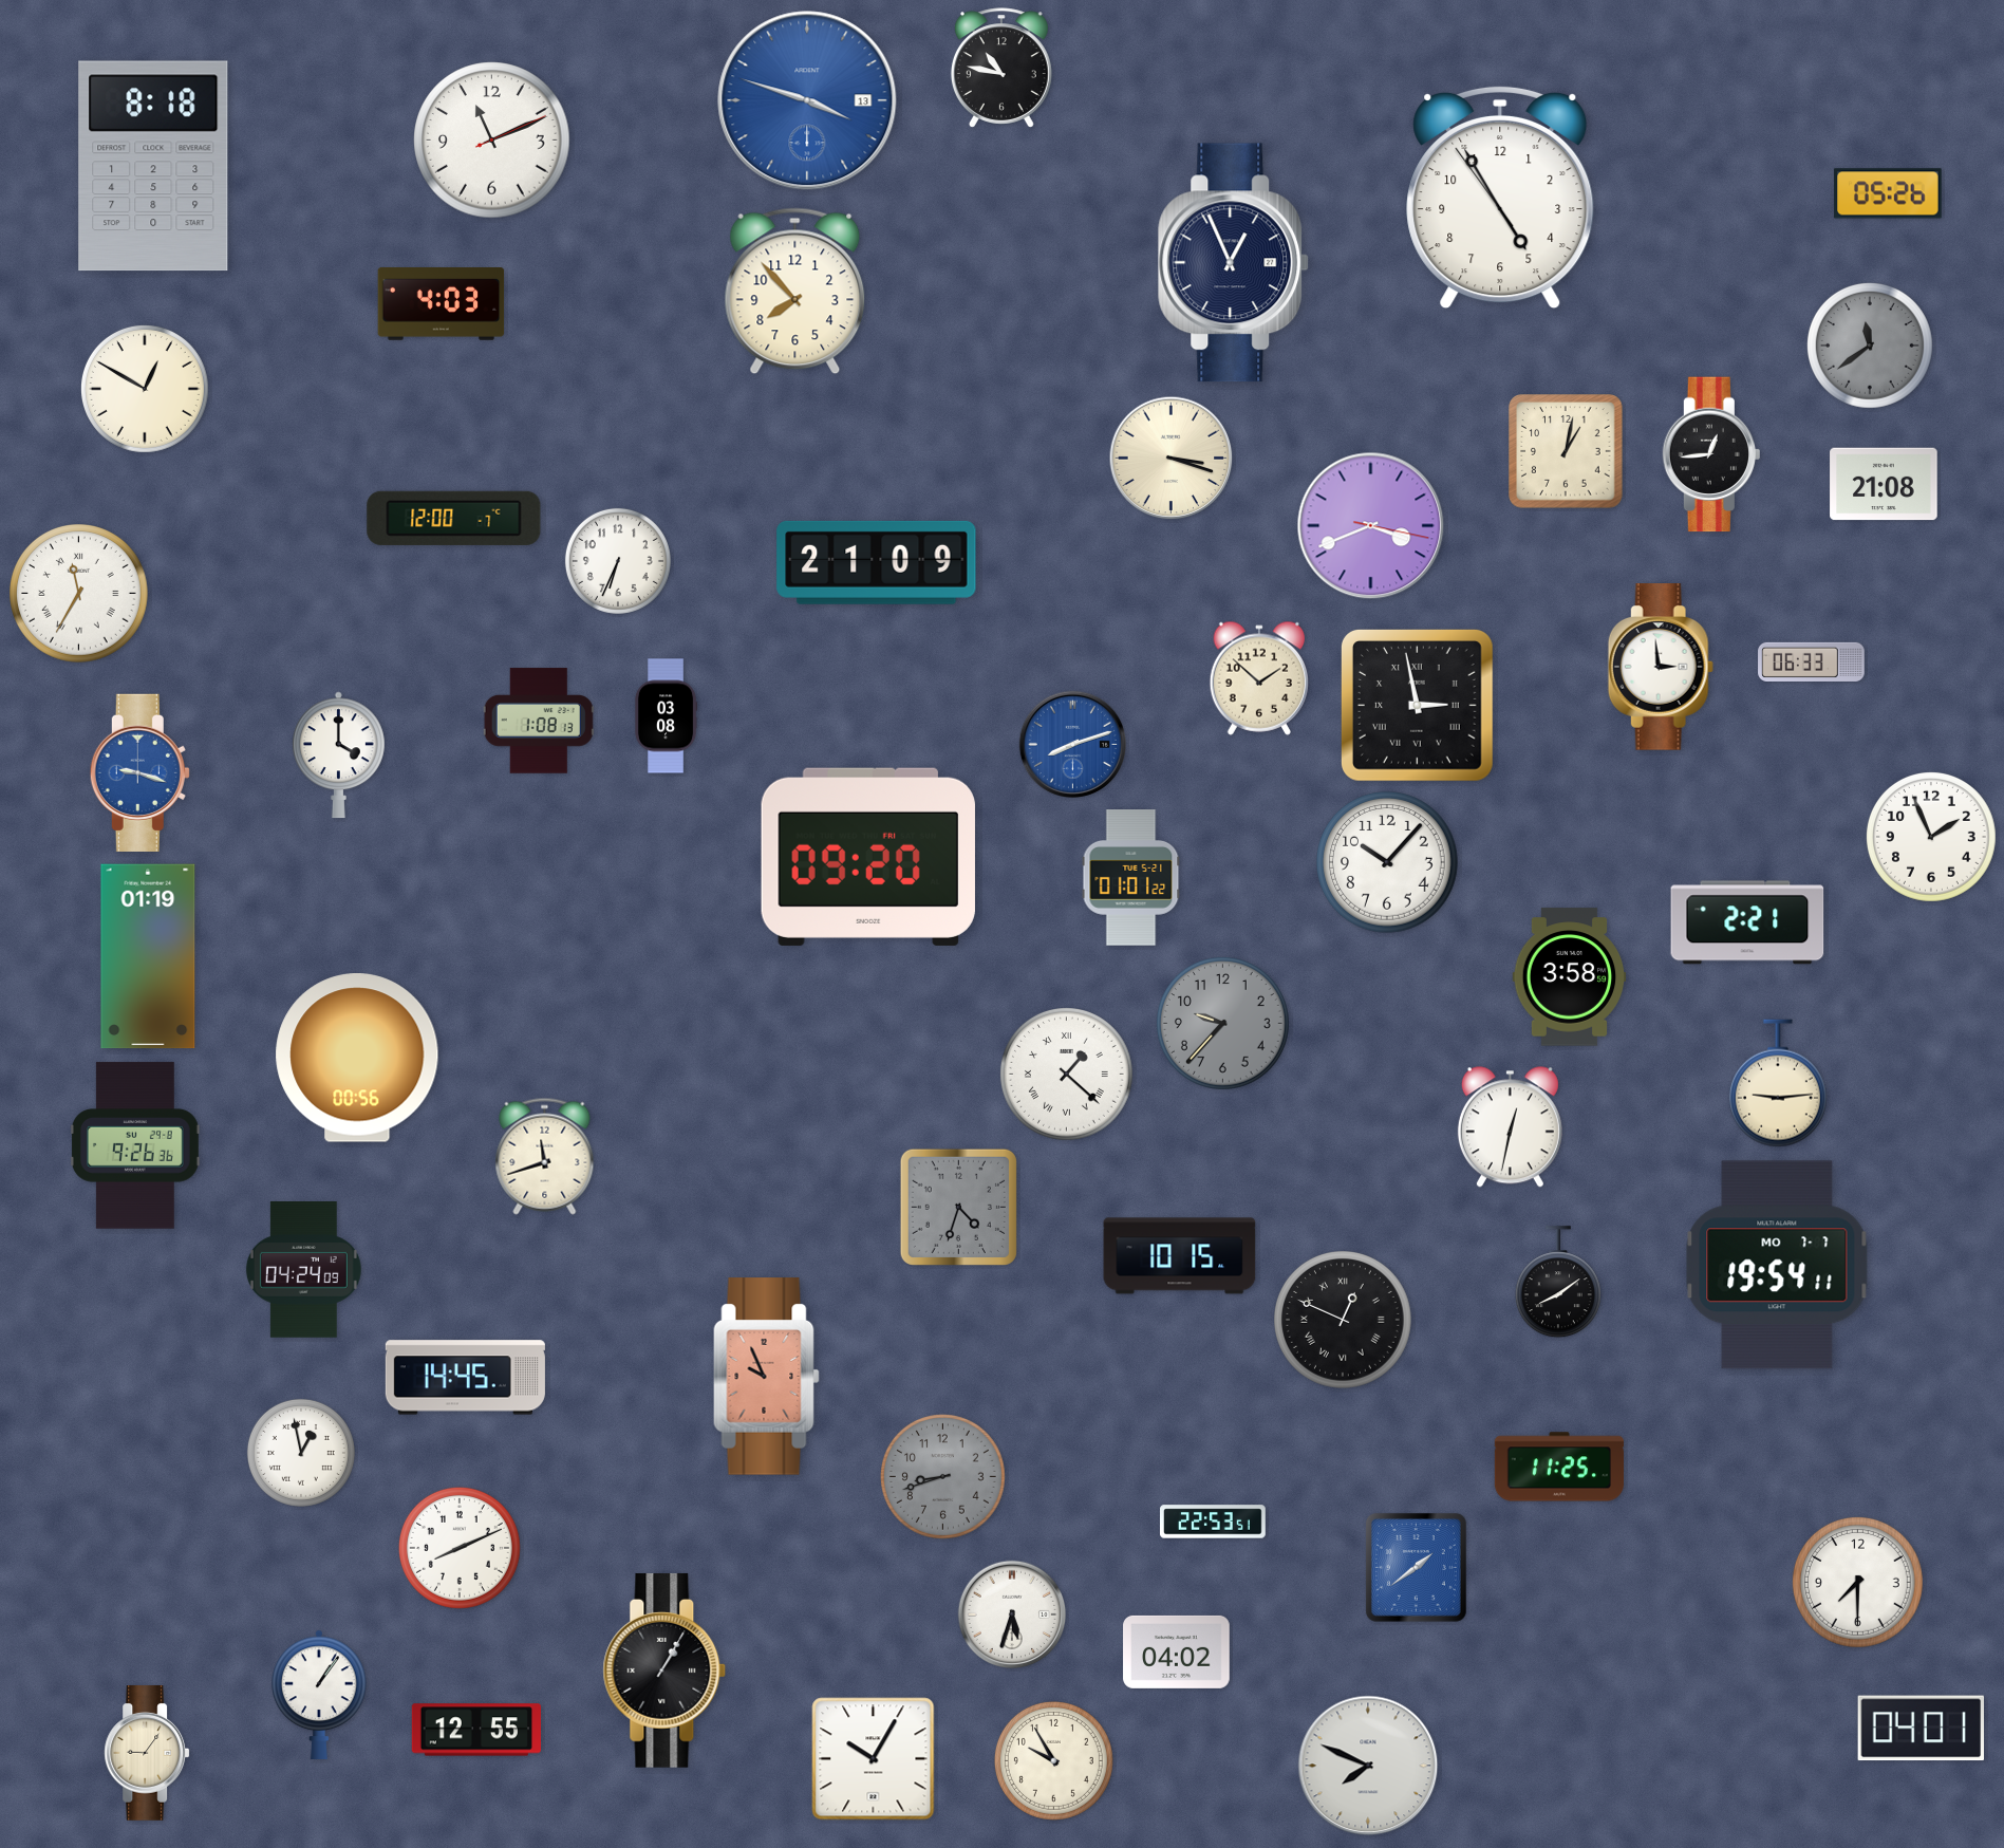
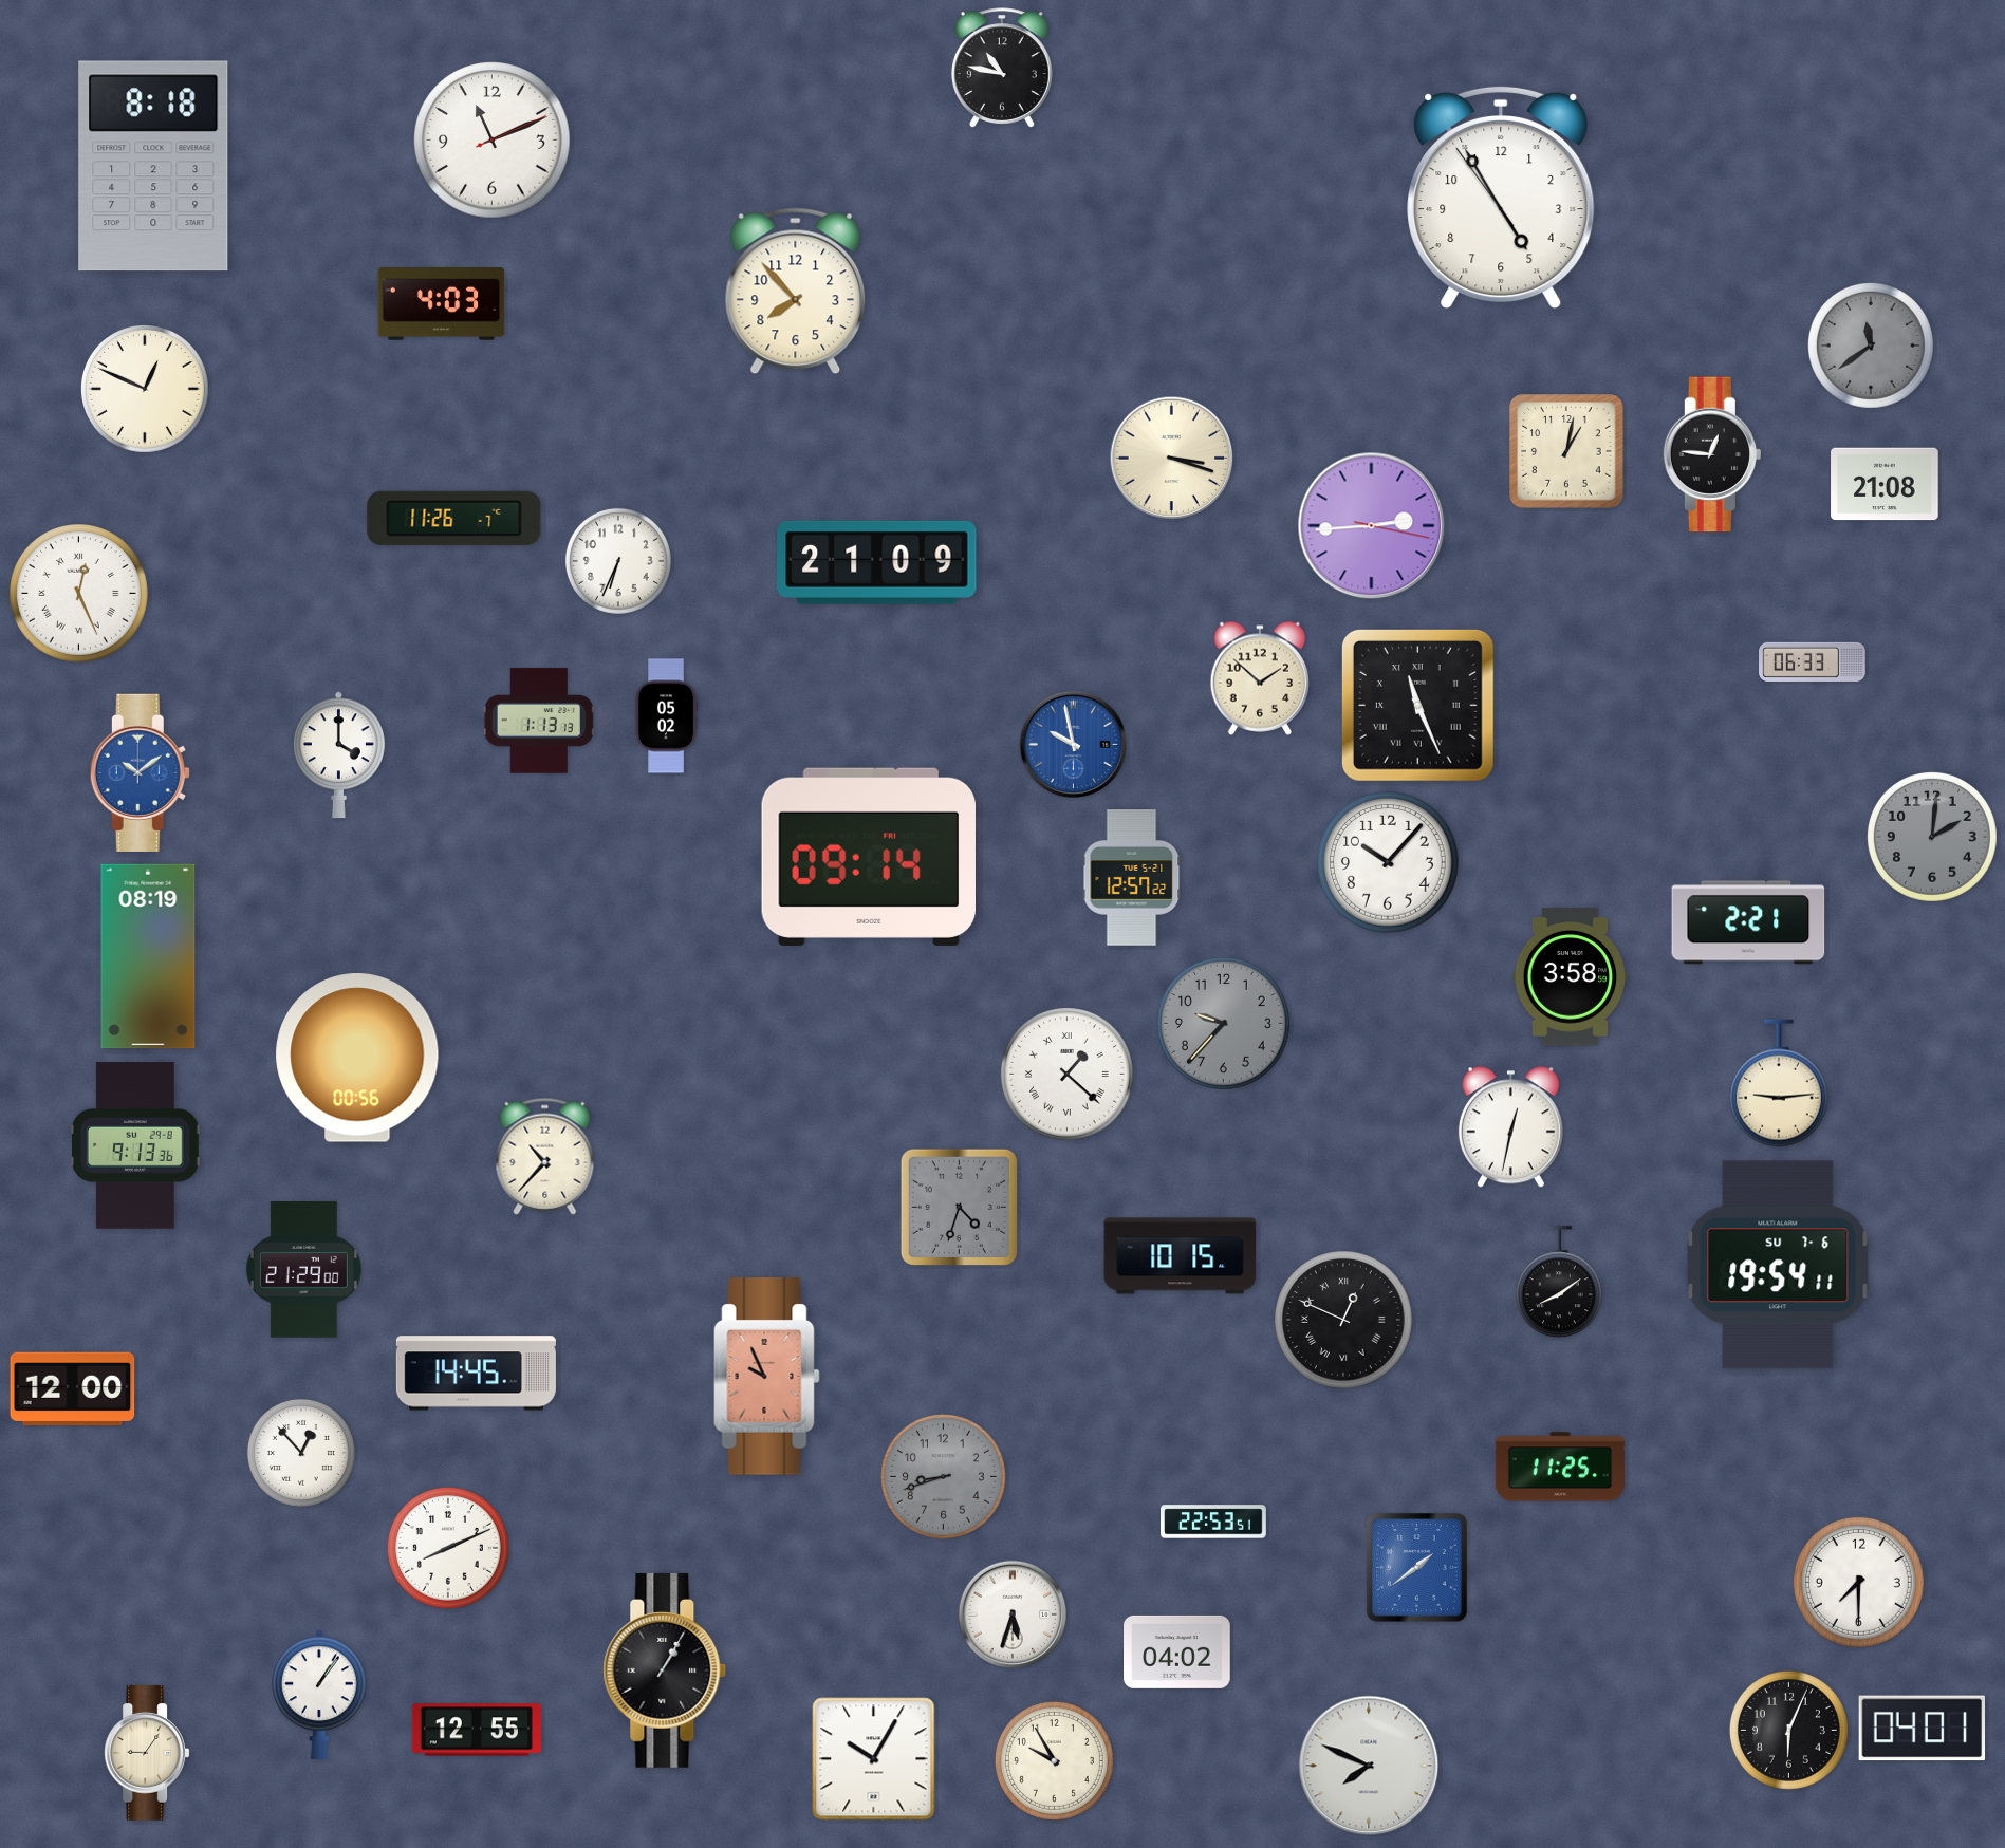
clock at (807, 100): 3:48 -> none
clock at (1888, 193): 05:26 -> none
clock at (1234, 263): 12:56 -> none
clock at (145, 389): 12:50 -> 12:49
clock at (1710, 454): 12:44 -> 12:46
clock at (454, 518): 12:00 -> 11:26
clock at (1371, 526): 3:41 -> 2:44
clock at (79, 594): 11:35 -> 12:26
clock at (1661, 667): 2:59 -> none
clock at (1418, 706): 2:58 -> 11:26
clock at (666, 716): 03:08 -> 05:02
clock at (539, 721): 1:08 -> 1:13
clock at (1073, 745): 8:12 -> 9:58
clock at (139, 772): 9:18 -> 10:09
clock at (1931, 837): 1:56 -> 2:01
clock at (1931, 837) dial: white -> grey
clock at (868, 857): 09:20 -> 09:14
clock at (1131, 878): 01:01 -> 12:57
clock at (148, 956): 01:19 -> 08:19
clock at (135, 1145): 9:26 -> 9:13
clock at (545, 1156): 11:42 -> 10:37
clock at (1777, 1265) date: MO 7-7 -> SU 7-6
clock at (303, 1270): 04:24 -> 21:29
clock at (465, 1378) position: (465, 1378) -> (476, 1374)
clock at (73, 1389): none -> 12:00
clock at (301, 1453): 12:58 -> 12:53
clock at (460, 1548) position: (460, 1548) -> (448, 1548)
clock at (1788, 1730): none -> 6:04
